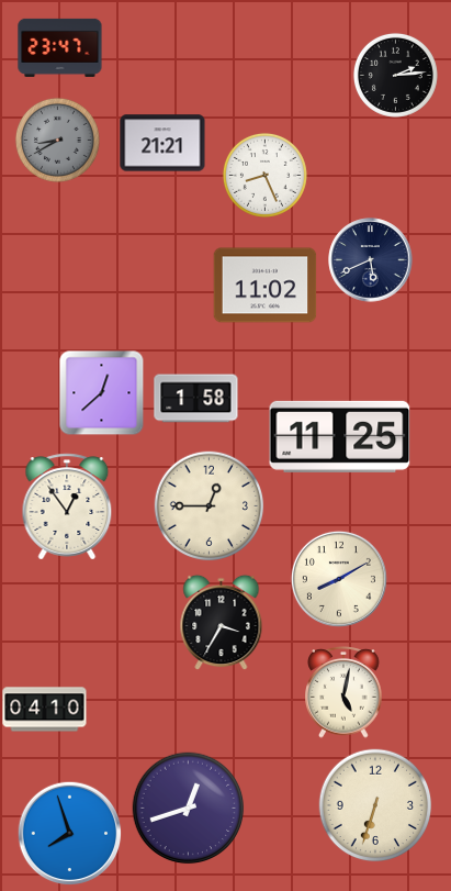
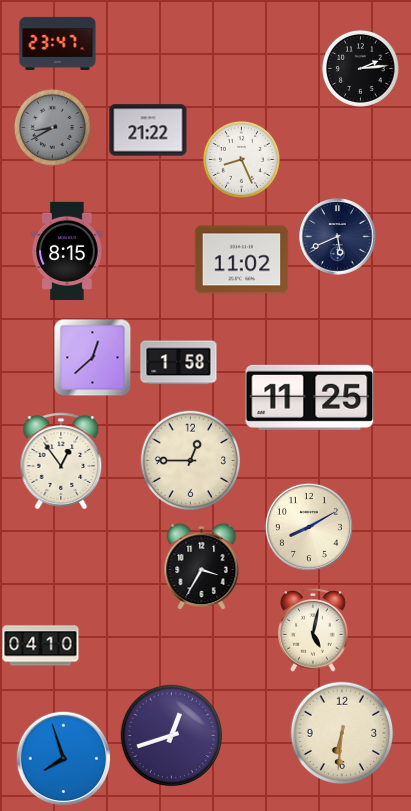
clock at (60, 47) position: (60, 47) -> (58, 43)
clock at (162, 143): 21:21 -> 21:22
clock at (67, 250): none -> 8:15
clock at (375, 805): 6:33 -> 6:31
